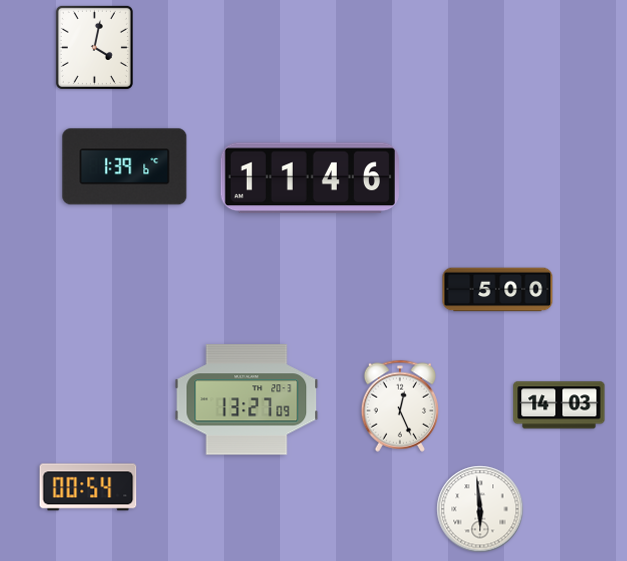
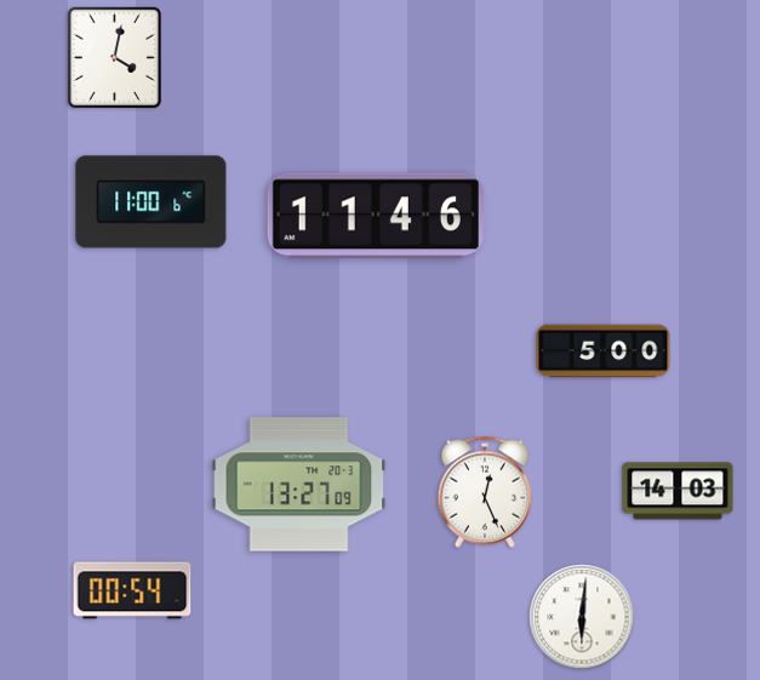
clock at (125, 167): 1:39 -> 11:00
clock at (88, 487) position: (88, 487) -> (132, 590)
clock at (480, 509): 5:59 -> 6:01
